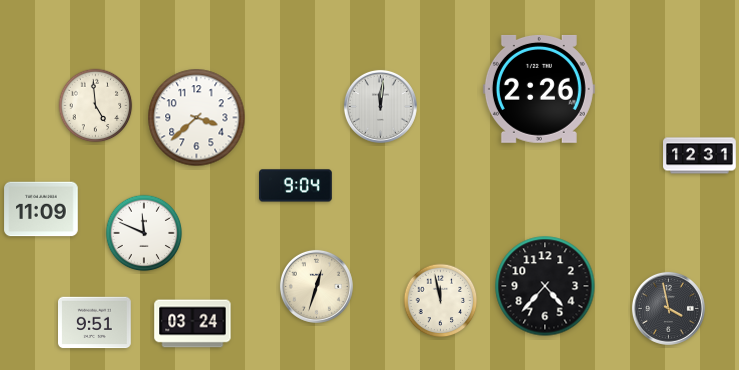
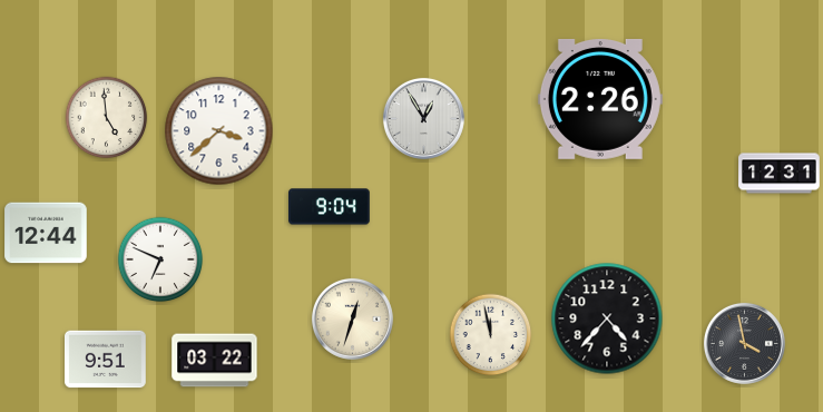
clock at (380, 106): 12:01 -> 12:55
clock at (41, 209): 11:09 -> 12:44
clock at (144, 233): 11:49 -> 6:49
clock at (193, 324): 03:24 -> 03:22
